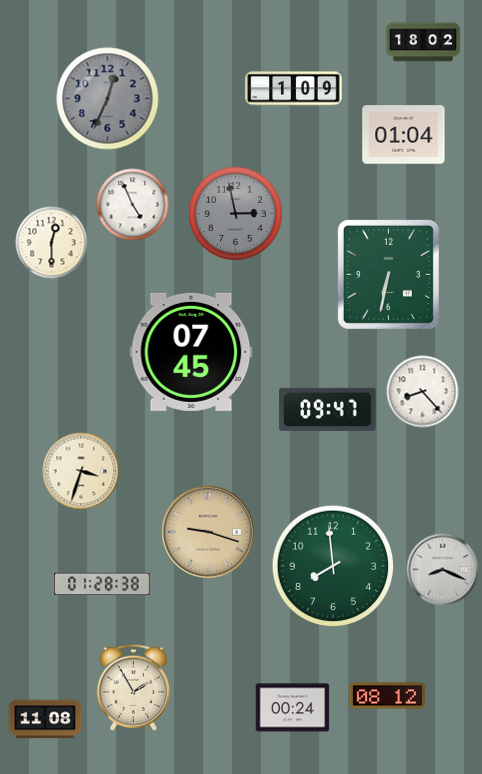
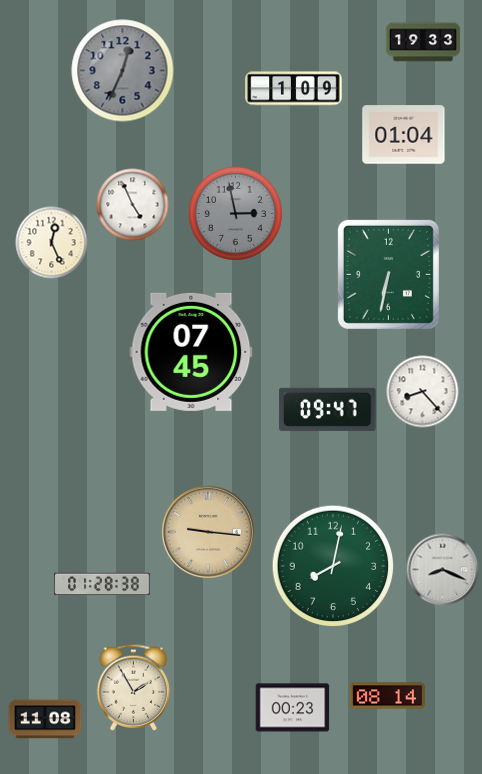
clock at (423, 42): 18:02 -> 19:33
clock at (108, 99) position: (108, 99) -> (123, 71)
clock at (52, 243): 12:30 -> 12:26
clock at (81, 471): 3:33 -> none
clock at (208, 532): 9:18 -> 9:16
clock at (333, 566): 7:59 -> 8:02
clock at (387, 696): 08:12 -> 08:14
clock at (293, 708): 00:24 -> 00:23
